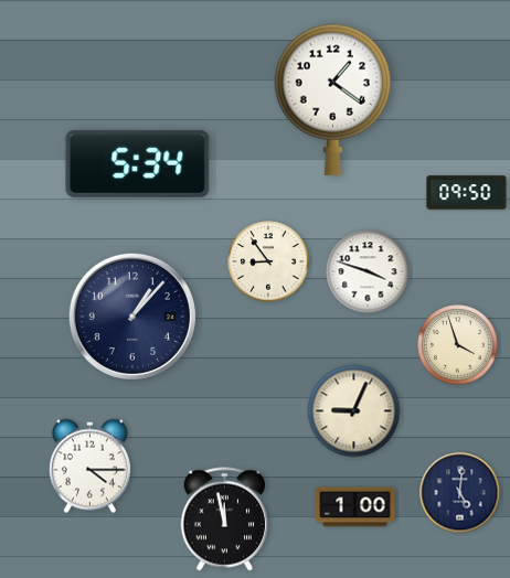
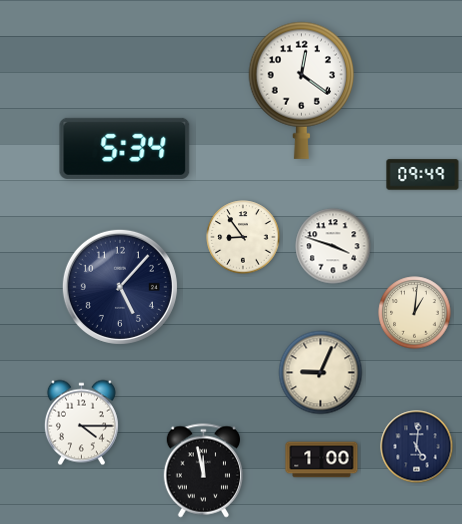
clock at (333, 99): 1:21 -> 12:21
clock at (467, 193): 09:50 -> 09:49
clock at (132, 317): 1:07 -> 5:07
clock at (458, 345): 3:57 -> 1:01
